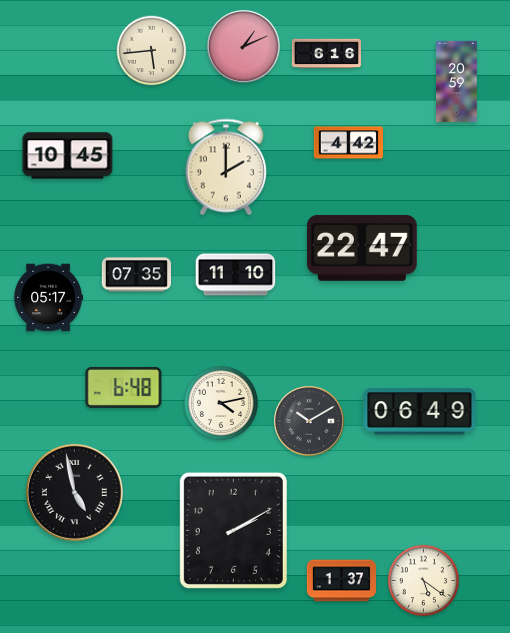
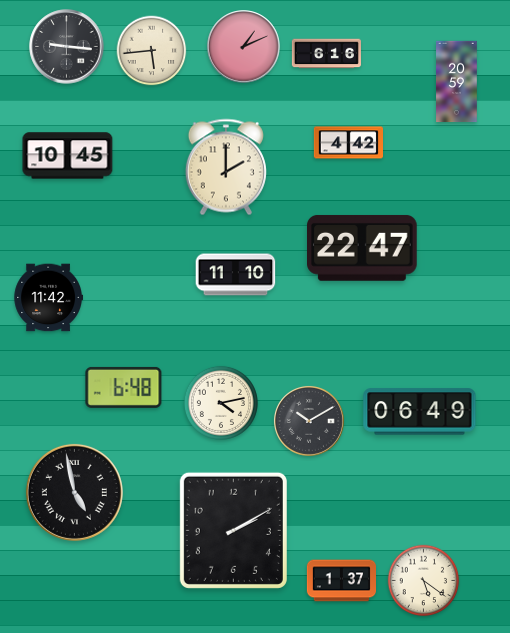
clock at (67, 47): none -> 9:16
clock at (136, 275): 07:35 -> none
clock at (48, 298): 05:17 -> 11:42
